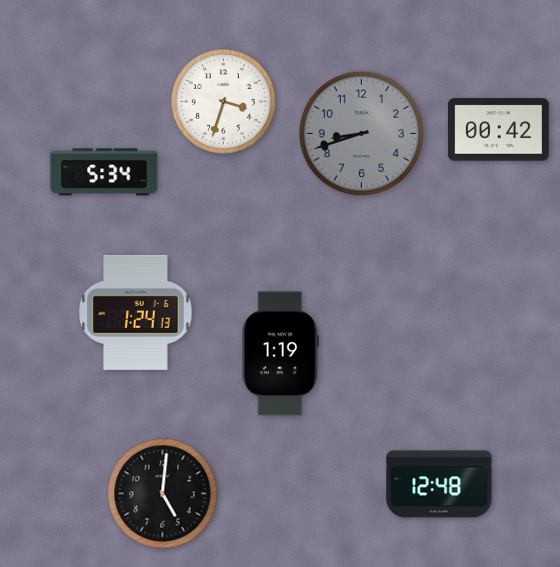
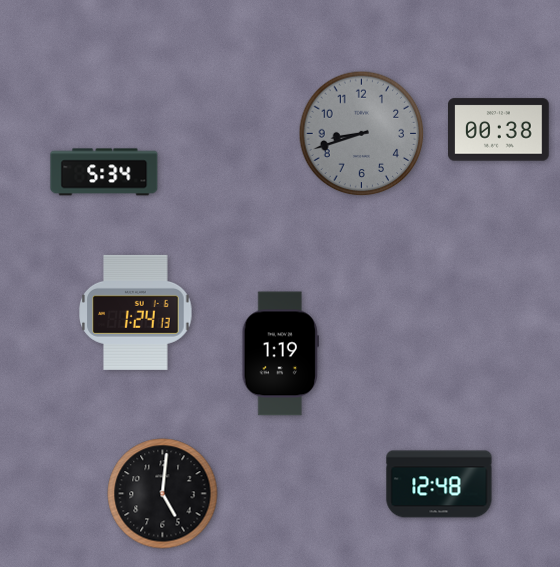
clock at (224, 102): 3:33 -> none
clock at (499, 130): 00:42 -> 00:38
